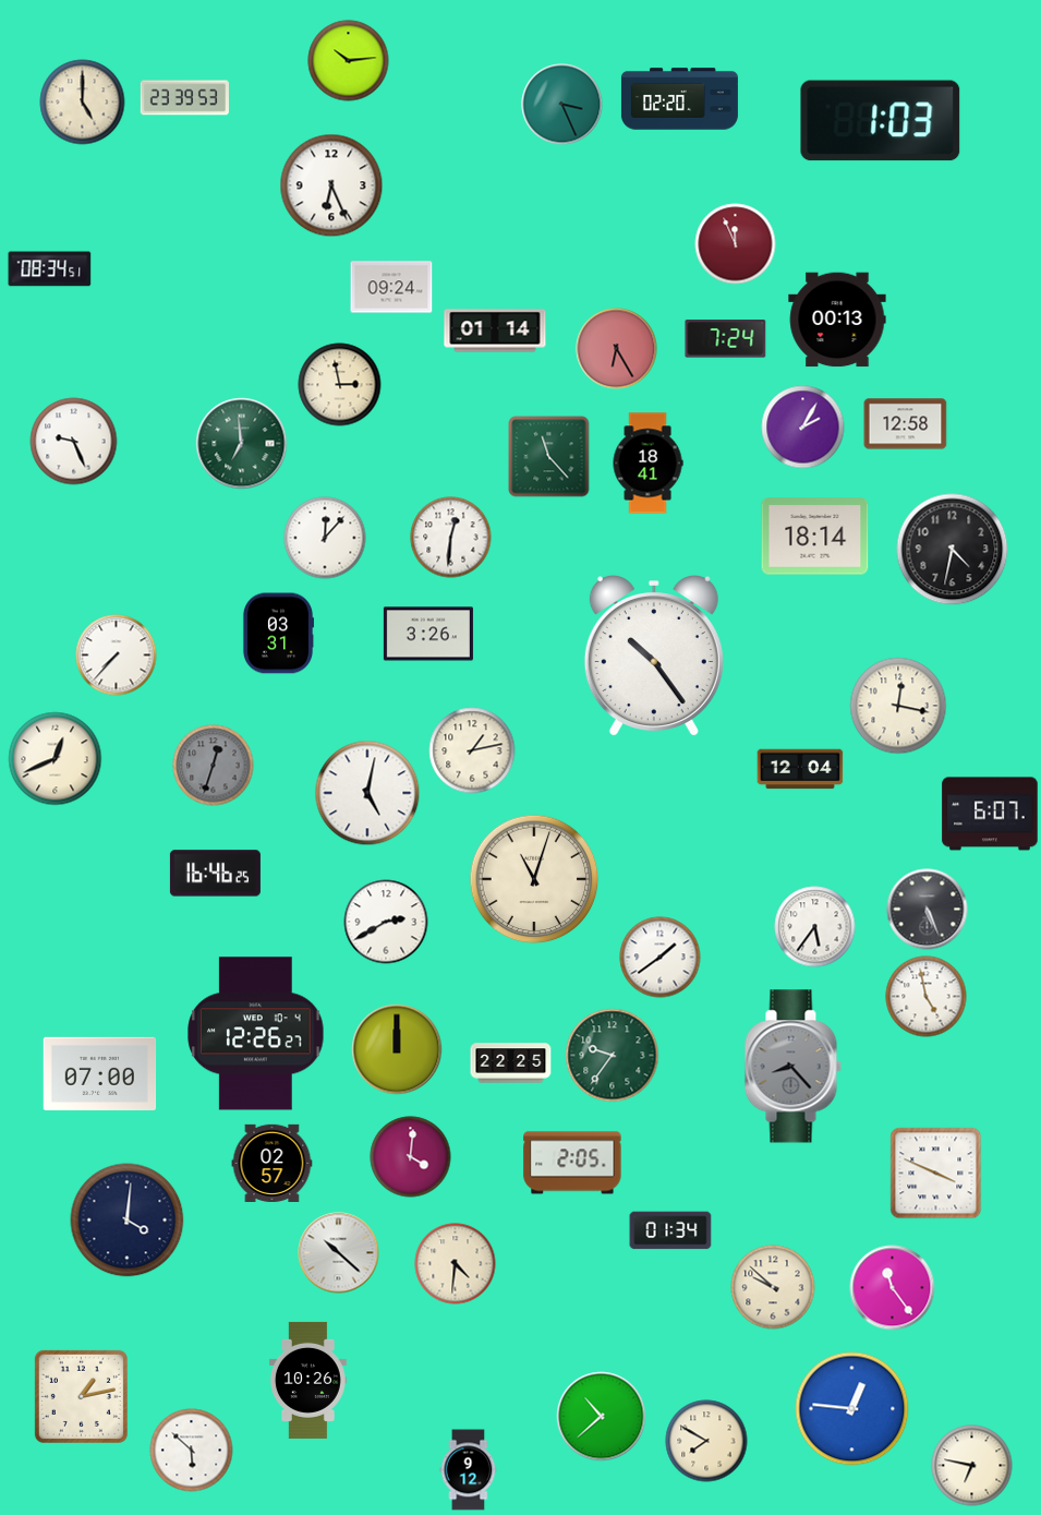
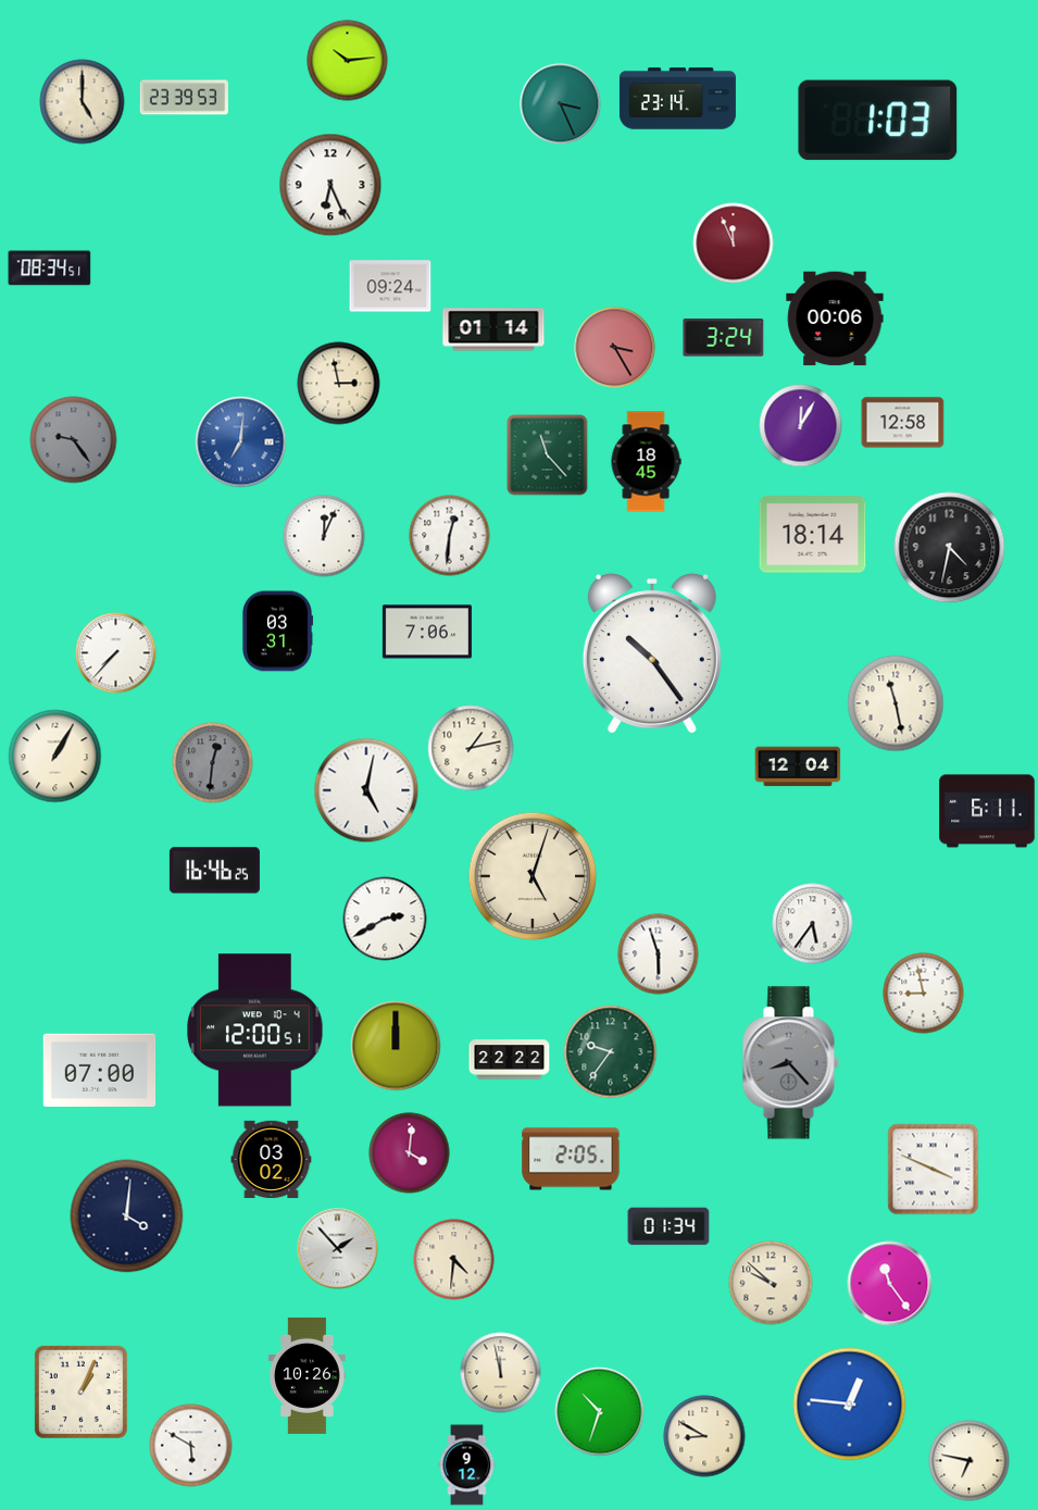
clock at (679, 99): 02:20 -> 23:14
clock at (837, 320): 00:13 -> 00:06
clock at (726, 339): 7:24 -> 3:24
clock at (617, 349): 6:25 -> 3:25
clock at (803, 428): 2:05 -> 12:05
clock at (74, 442): 9:26 -> 9:24
clock at (74, 442) dial: white -> grey
clock at (242, 444): 6:59 -> 7:01
clock at (242, 444) dial: green -> blue
clock at (647, 464): 18:41 -> 18:45
clock at (325, 538): 12:07 -> 12:04
clock at (428, 634): 3:26 -> 7:06
clock at (898, 706): 12:17 -> 11:28
clock at (56, 759): 12:41 -> 1:05
clock at (214, 766): 12:33 -> 12:31
clock at (990, 814): 6:07 -> 6:11
clock at (534, 879): 11:03 -> 5:03
clock at (928, 910): 5:26 -> none
clock at (661, 958): 1:39 -> 5:57
clock at (927, 997): 4:58 -> 8:58
clock at (256, 1034): 12:26 -> 12:00
clock at (511, 1063): 22:25 -> 22:22
clock at (273, 1163): 02:57 -> 03:02
clock at (339, 1253): 10:22 -> 1:53
clock at (501, 1373): none -> 11:58
clock at (81, 1396): 1:13 -> 1:04
clock at (602, 1417): 10:38 -> 10:33
clock at (706, 1441): 7:50 -> 8:50
clock at (192, 1451): 5:52 -> 5:50
